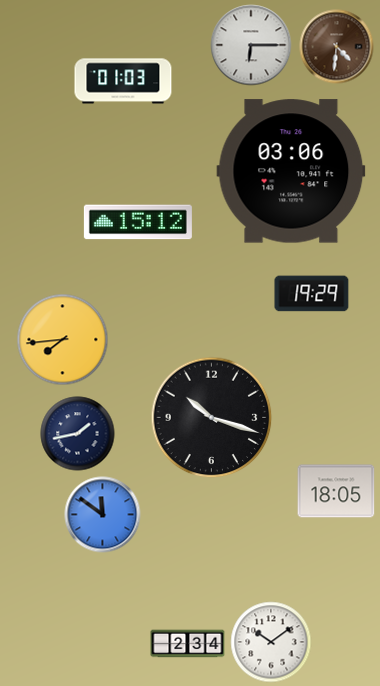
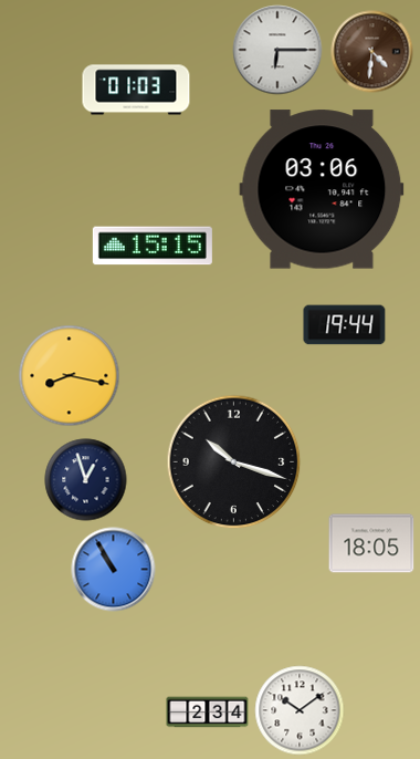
clock at (138, 222): 15:12 -> 15:15
clock at (312, 294): 19:29 -> 19:44
clock at (63, 340): 7:44 -> 8:17
clock at (78, 434): 1:43 -> 12:57
clock at (103, 515): 11:51 -> 10:55
